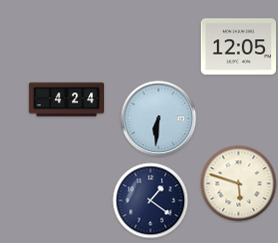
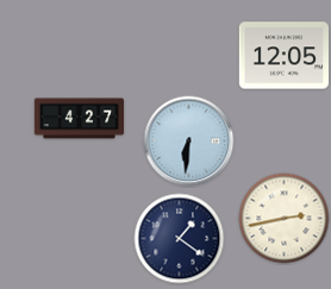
clock at (67, 100): 4:24 -> 4:27
clock at (239, 184): 5:48 -> 2:43
